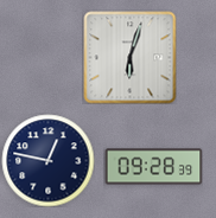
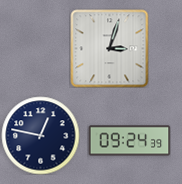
clock at (129, 57): 6:03 -> 3:03
clock at (153, 167): 09:28 -> 09:24
